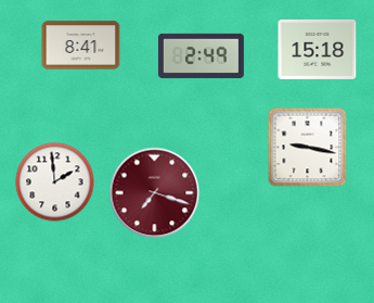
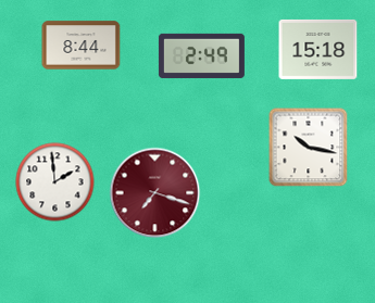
clock at (81, 46): 8:41 -> 8:44
clock at (308, 148): 9:17 -> 10:17
